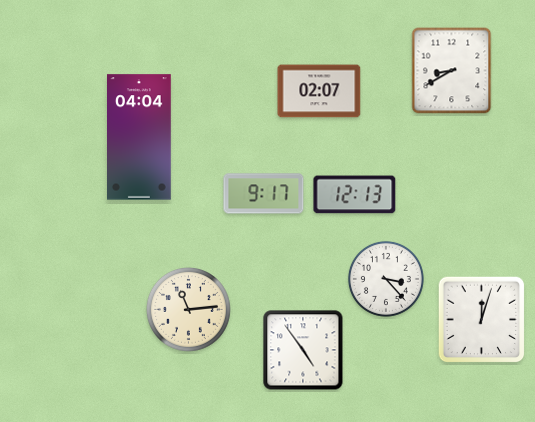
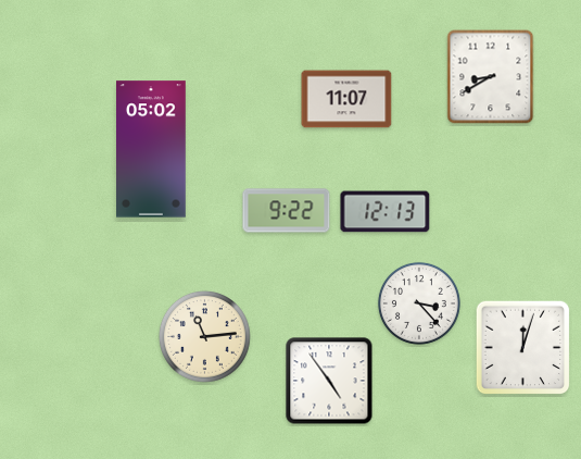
clock at (319, 91): 02:07 -> 11:07
clock at (140, 137): 04:04 -> 05:02
clock at (264, 194): 9:17 -> 9:22
